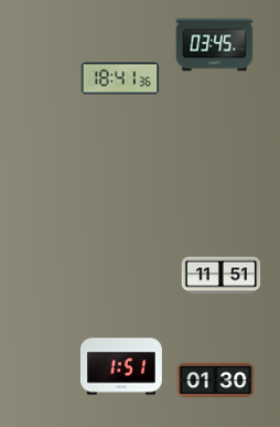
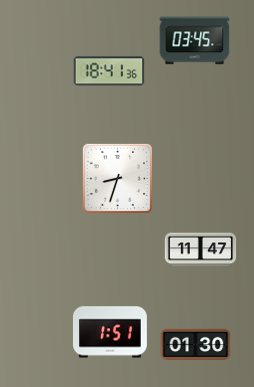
clock at (117, 178): none -> 8:33
clock at (222, 276): 11:51 -> 11:47
